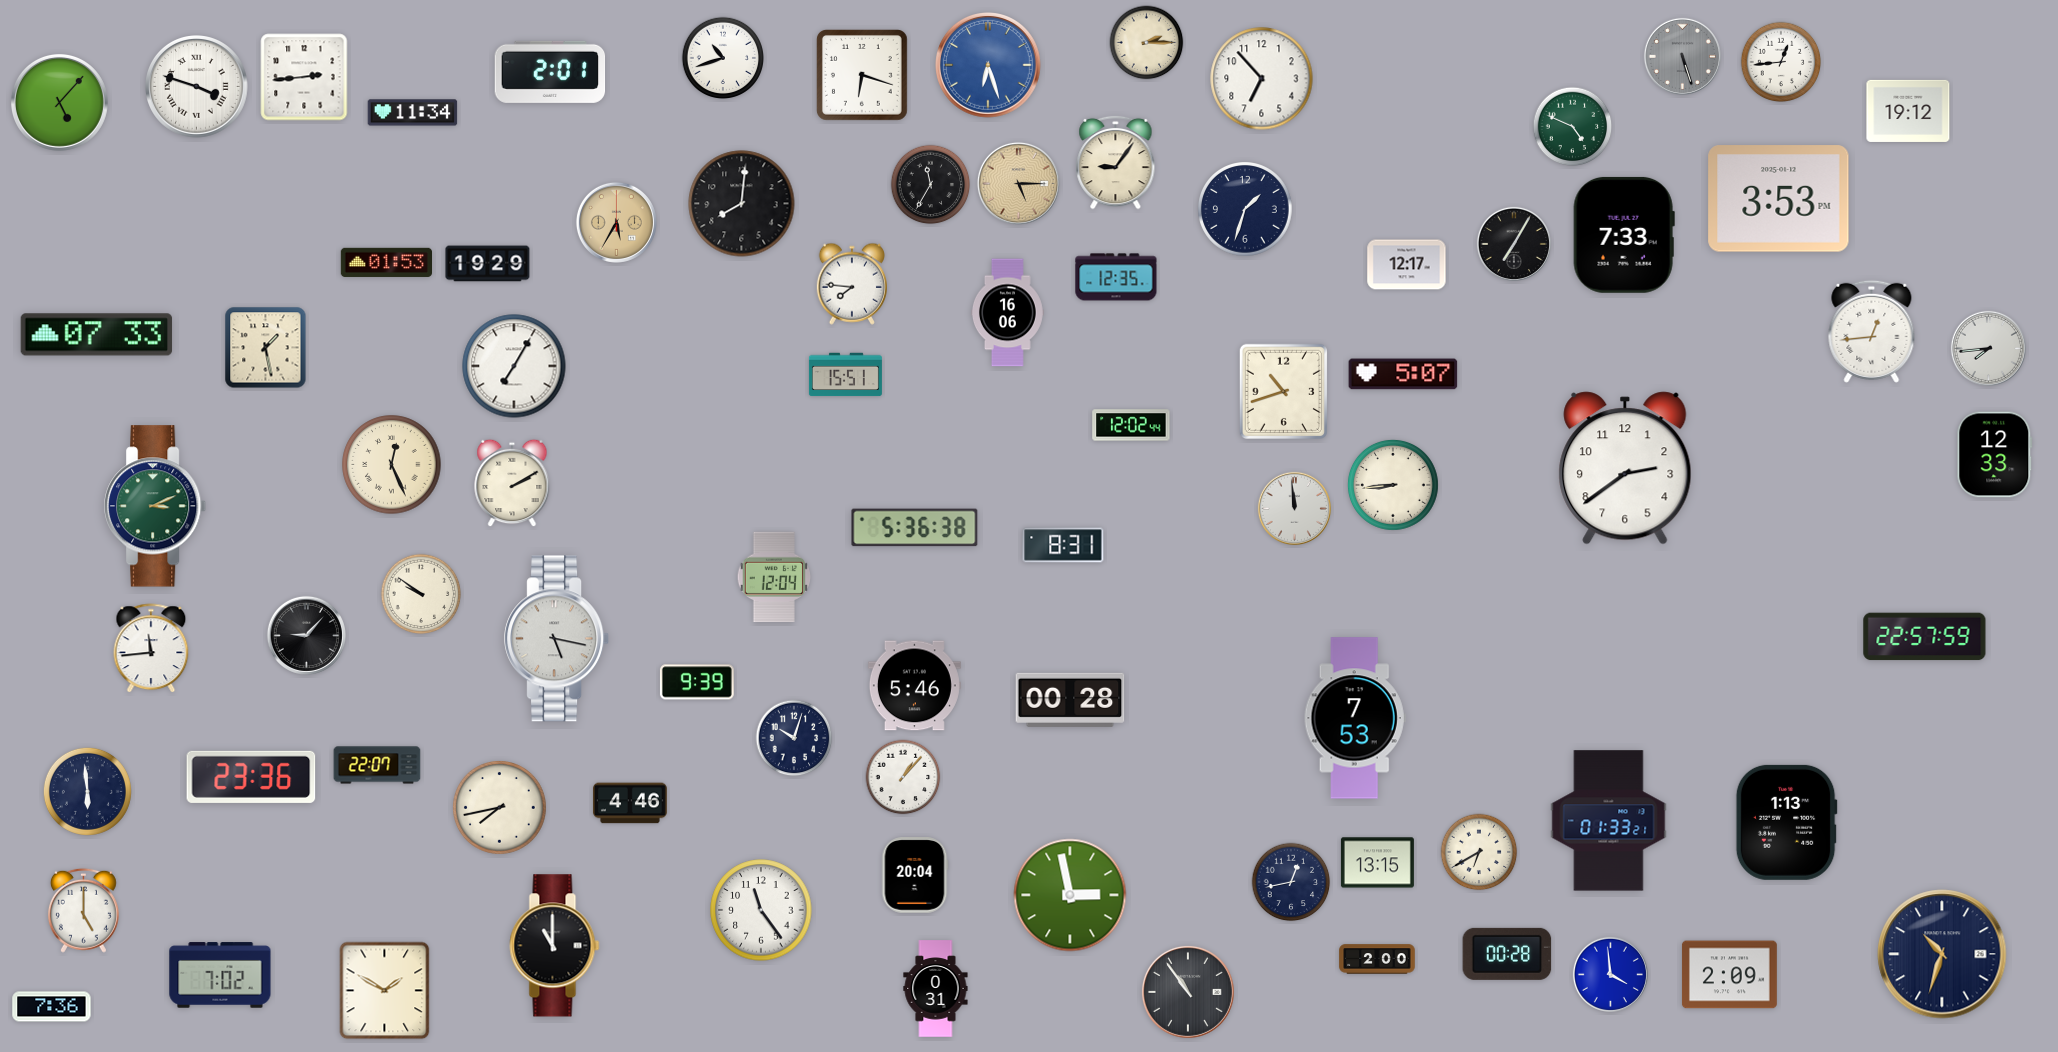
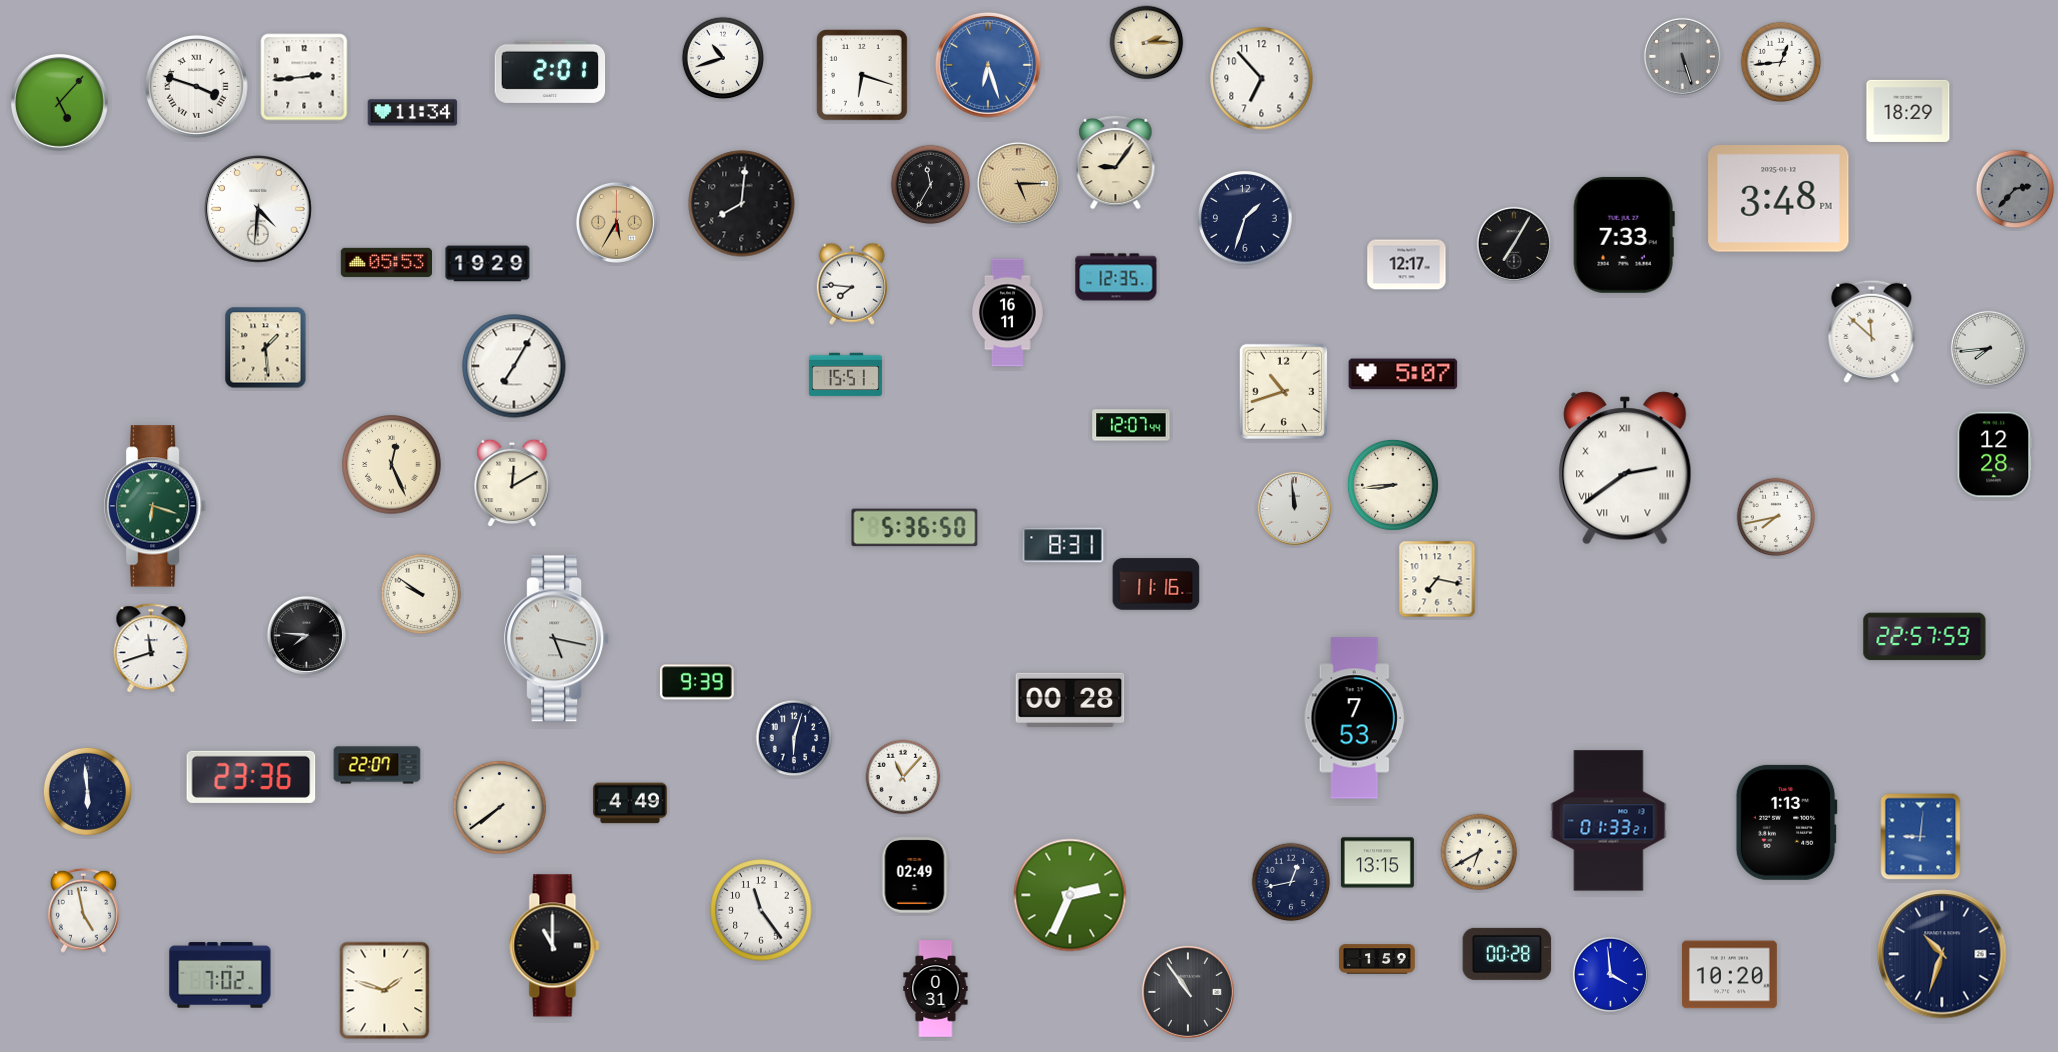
clock at (1908, 111): 19:12 -> 18:29
clock at (1573, 127): 4:49 -> none
clock at (2015, 189): none -> 2:37
clock at (1779, 199): 3:53 -> 3:48
clock at (258, 209): none -> 4:31
clock at (1245, 209) position: (1245, 209) -> (1245, 218)
clock at (386, 262): 01:53 -> 05:53
clock at (1007, 313): 16:06 -> 16:11
clock at (1872, 331): 12:44 -> 11:52
clock at (97, 335): 07:33 -> none
clock at (266, 348): 1:28 -> 1:29
clock at (1131, 425): 12:02 -> 12:07
clock at (1995, 455): 12:33 -> 12:28
clock at (1625, 468) numerals: Arabic -> Roman
clock at (512, 483): 2:10 -> 12:10
clock at (156, 506): 3:11 -> 6:18
clock at (1776, 517): none -> 7:43
clock at (915, 528): 5:36:38 -> 5:36:50
clock at (773, 577): 12:04 -> none
clock at (1437, 579): none -> 7:17
clock at (1156, 584): none -> 11:16
clock at (306, 635): 9:07 -> 7:46
clock at (151, 649): 11:44 -> 11:42
clock at (914, 686): 5:46 -> none
clock at (794, 738): 10:03 -> 6:03
clock at (903, 777): 1:07 -> 11:07
clock at (631, 803): 4:46 -> 4:49
clock at (500, 808): 7:43 -> 7:39
clock at (1921, 837): none -> 9:01
clock at (915, 875): 20:04 -> 02:49
clock at (1070, 895): 2:58 -> 2:34
clock at (83, 910): 5:00 -> 4:58
clock at (1377, 959): 2:00 -> 1:59
clock at (1729, 975): 2:09 -> 10:20
clock at (385, 991): 1:50 -> 1:48
clock at (52, 1007): 7:36 -> none
